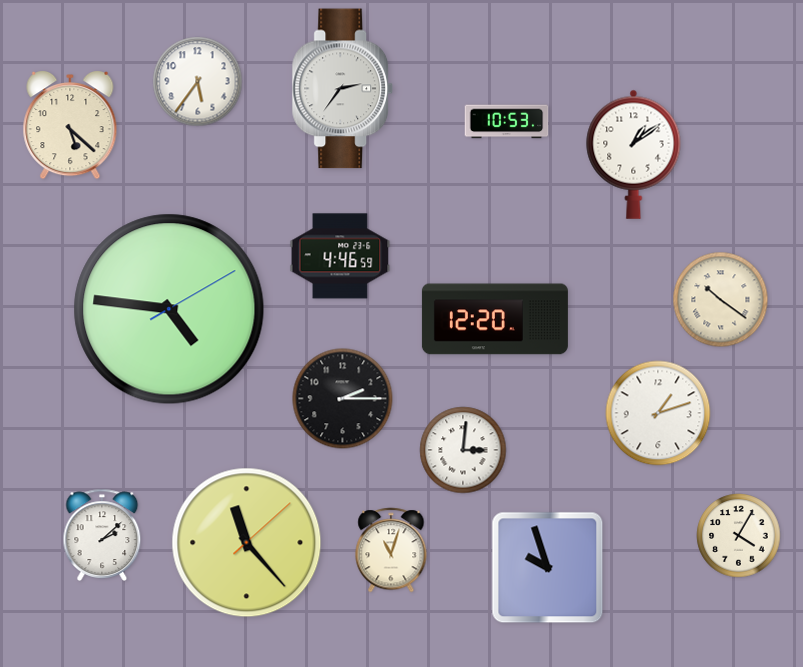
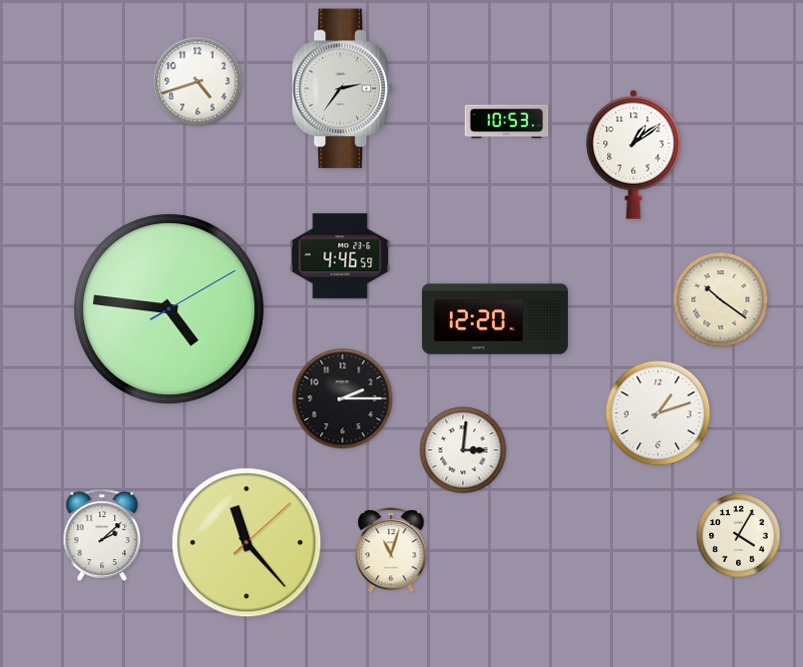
clock at (198, 82): 5:36 -> 4:42
clock at (70, 125): 5:22 -> none
clock at (548, 568): 9:57 -> none
